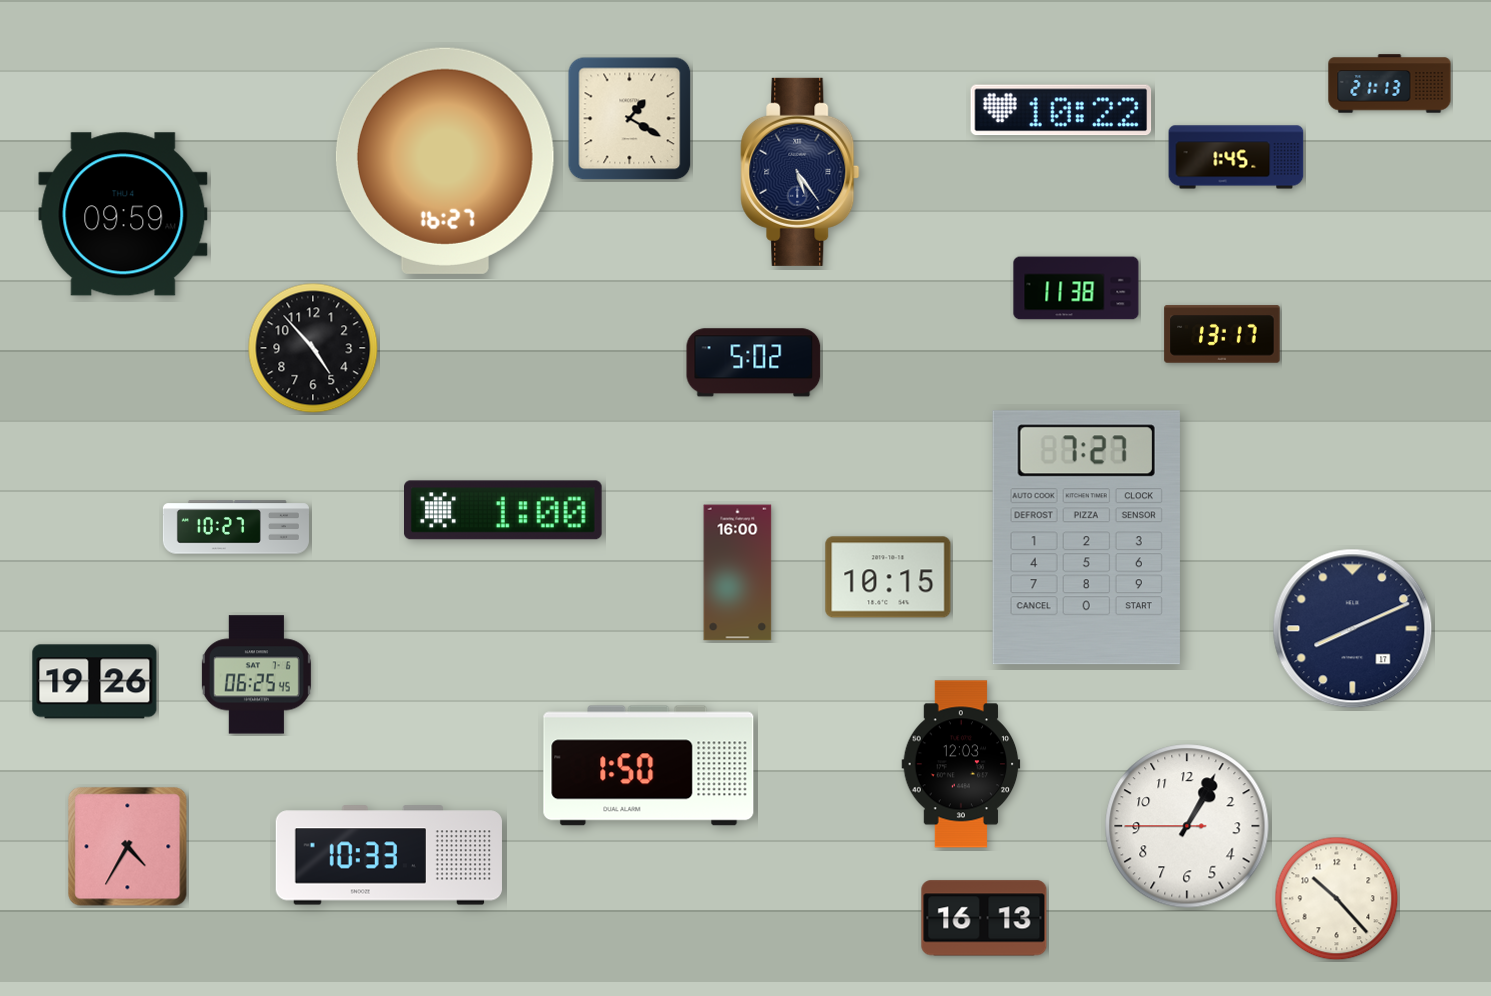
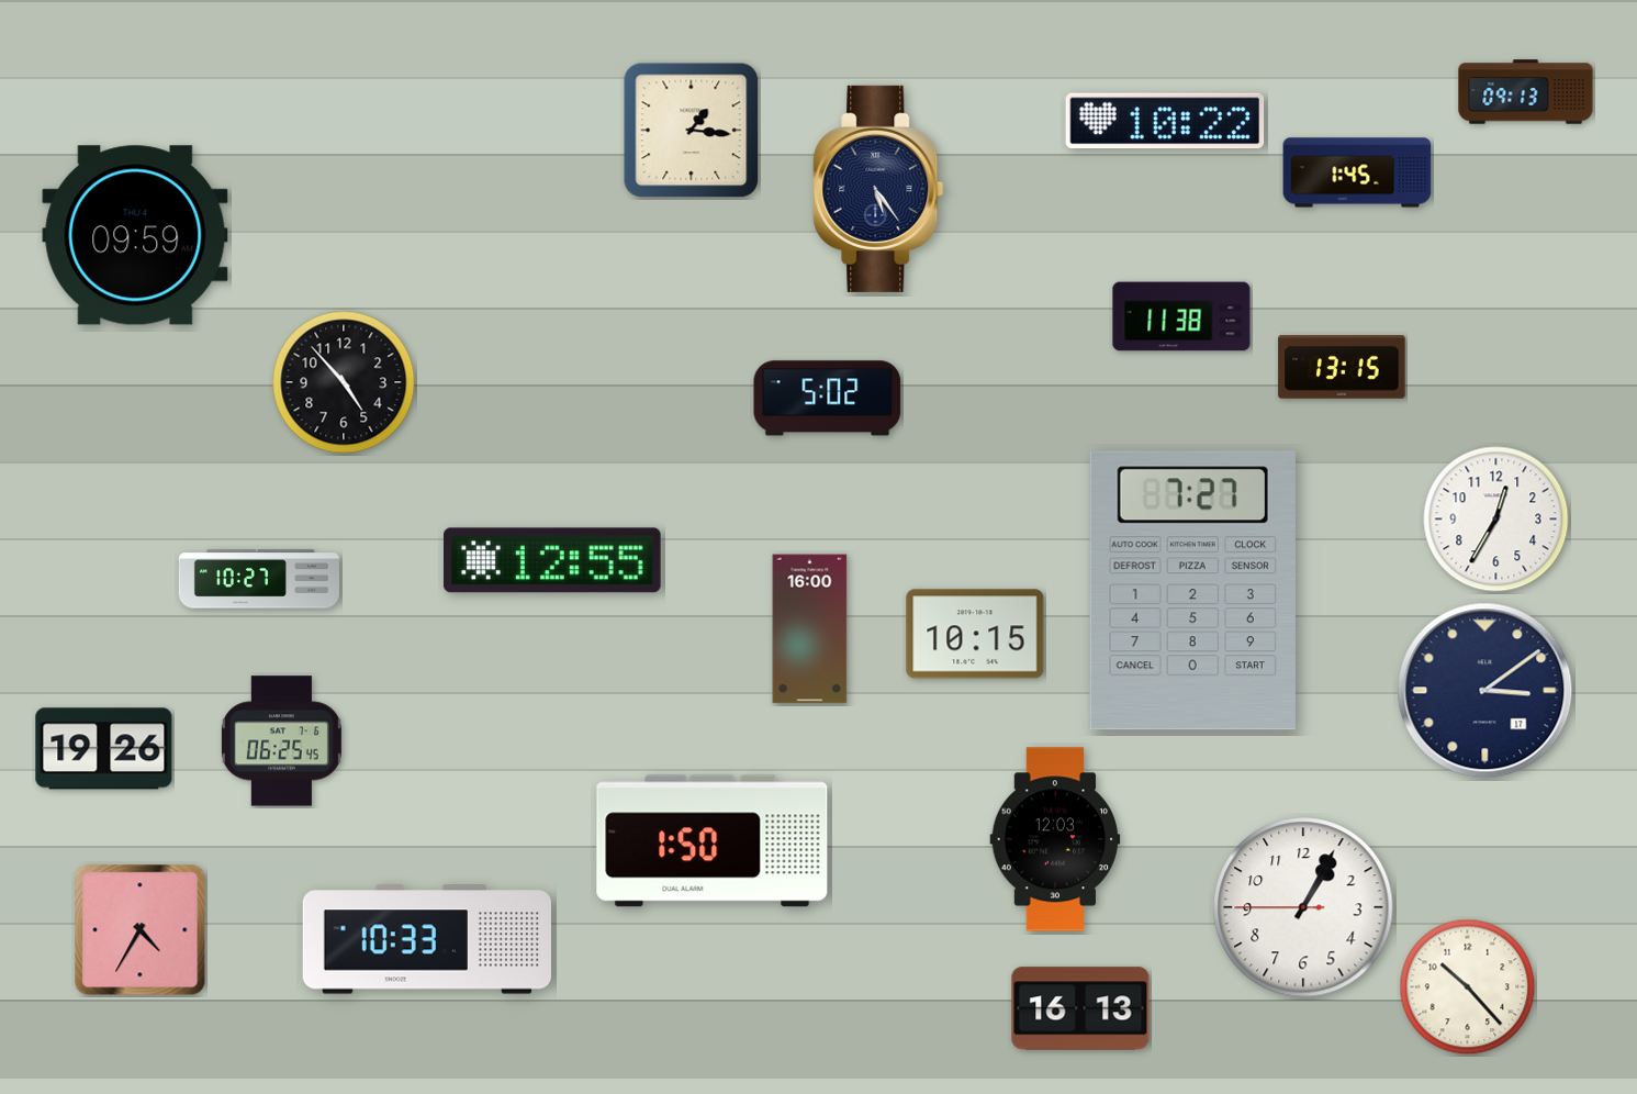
clock at (1390, 84): 21:13 -> 09:13
clock at (630, 119): 1:20 -> 1:16
clock at (445, 161): 16:27 -> none
clock at (1222, 334): 13:17 -> 13:15
clock at (1496, 520): none -> 12:35
clock at (504, 510): 1:00 -> 12:55
clock at (1353, 629): 8:11 -> 3:09
